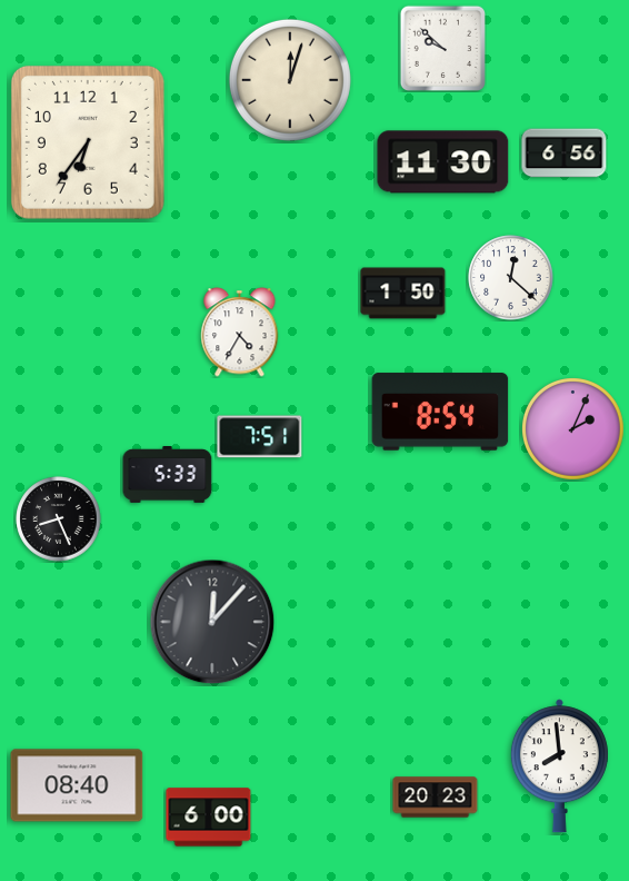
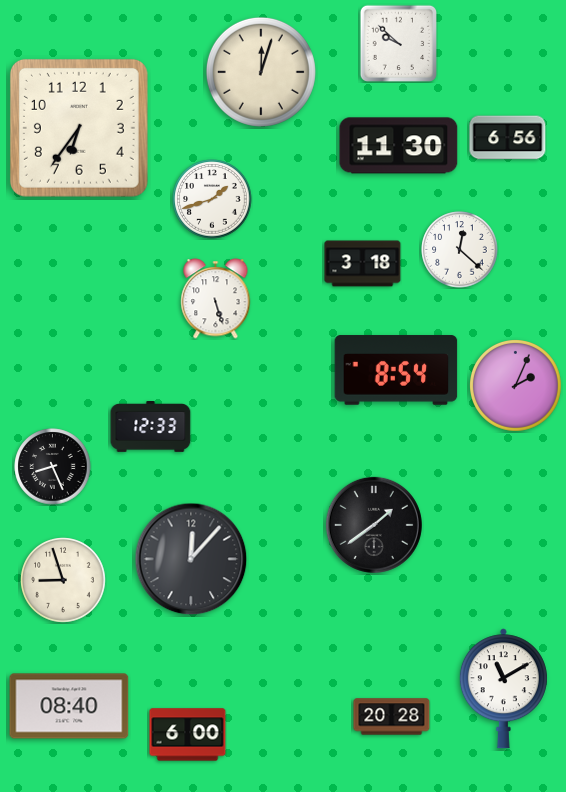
clock at (212, 199): none -> 1:42
clock at (403, 294): 1:50 -> 3:18
clock at (240, 333): 4:35 -> 5:27
clock at (260, 437): 7:51 -> none
clock at (168, 475): 5:33 -> 12:33
clock at (374, 525): none -> 1:39
clock at (63, 580): none -> 8:57
clock at (559, 766): 7:59 -> 11:10
clock at (436, 798): 20:23 -> 20:28
